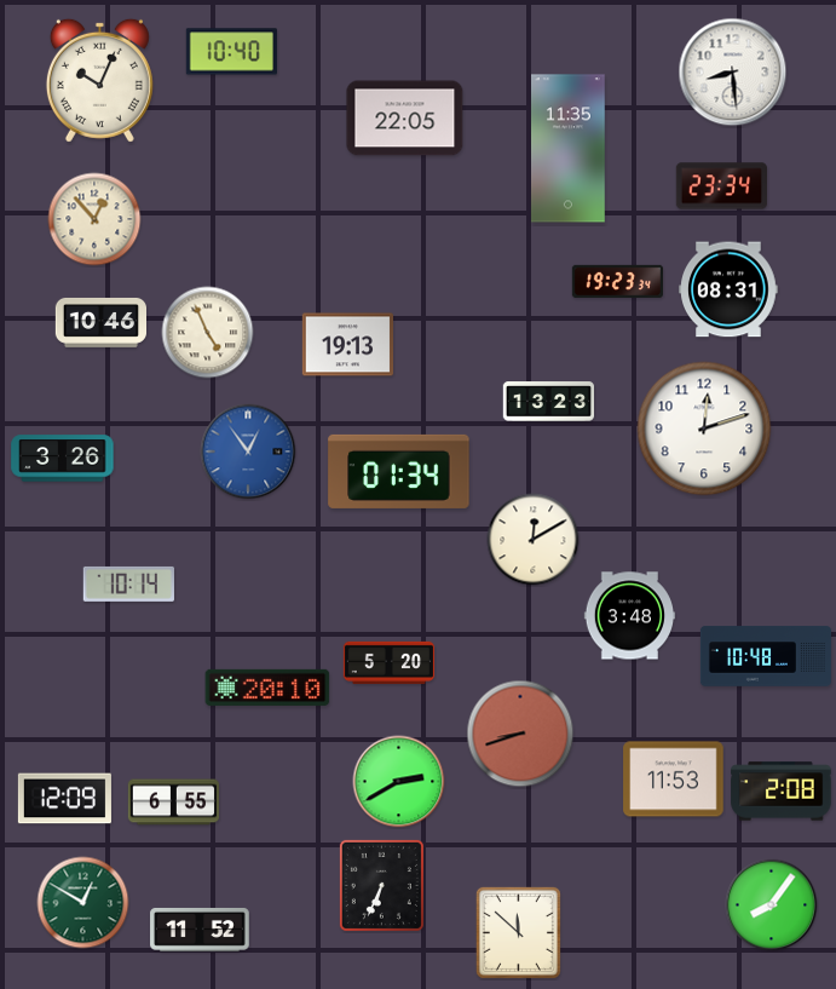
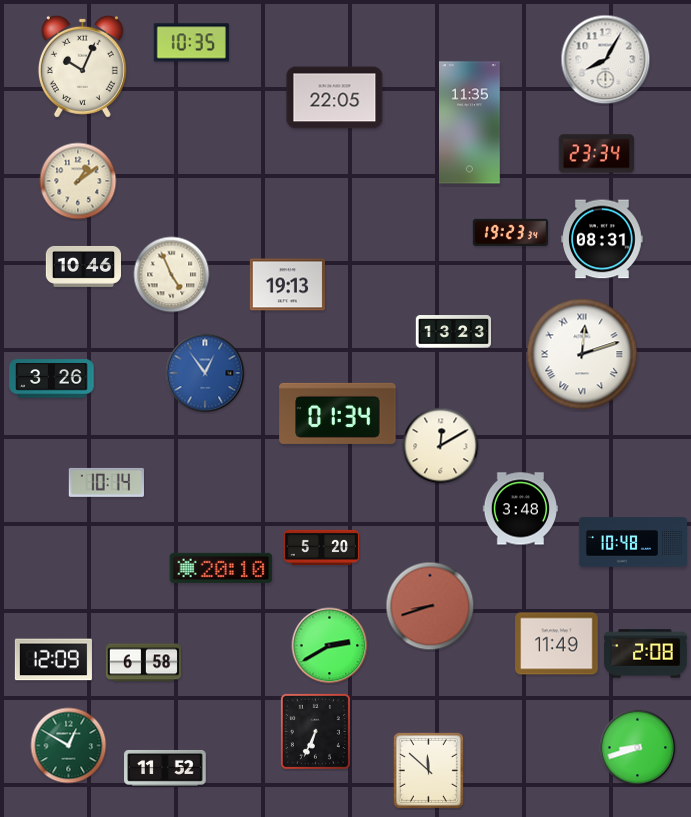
clock at (231, 52): 10:40 -> 10:35
clock at (733, 73): 8:29 -> 8:05
clock at (94, 219): 12:53 -> 1:09
clock at (704, 429) numerals: Arabic -> Roman
clock at (399, 471) position: (399, 471) -> (338, 413)
clock at (674, 780): 11:53 -> 11:49
clock at (173, 803): 6:55 -> 6:58
clock at (772, 905): 8:06 -> 8:42
